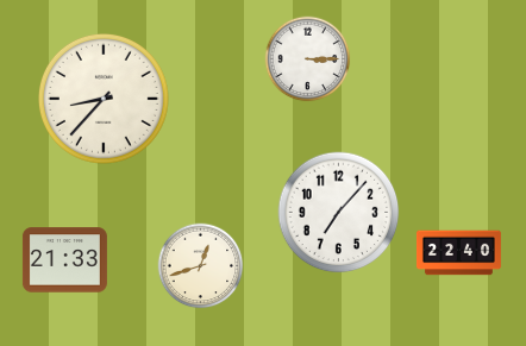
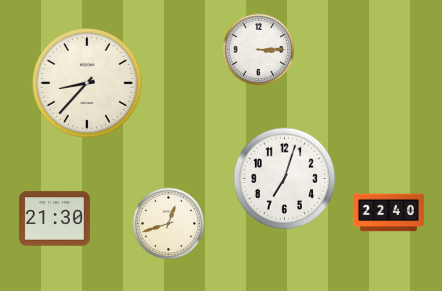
clock at (339, 213): 7:07 -> 7:03
clock at (458, 253) position: (458, 253) -> (388, 213)
clock at (64, 260): 21:33 -> 21:30
